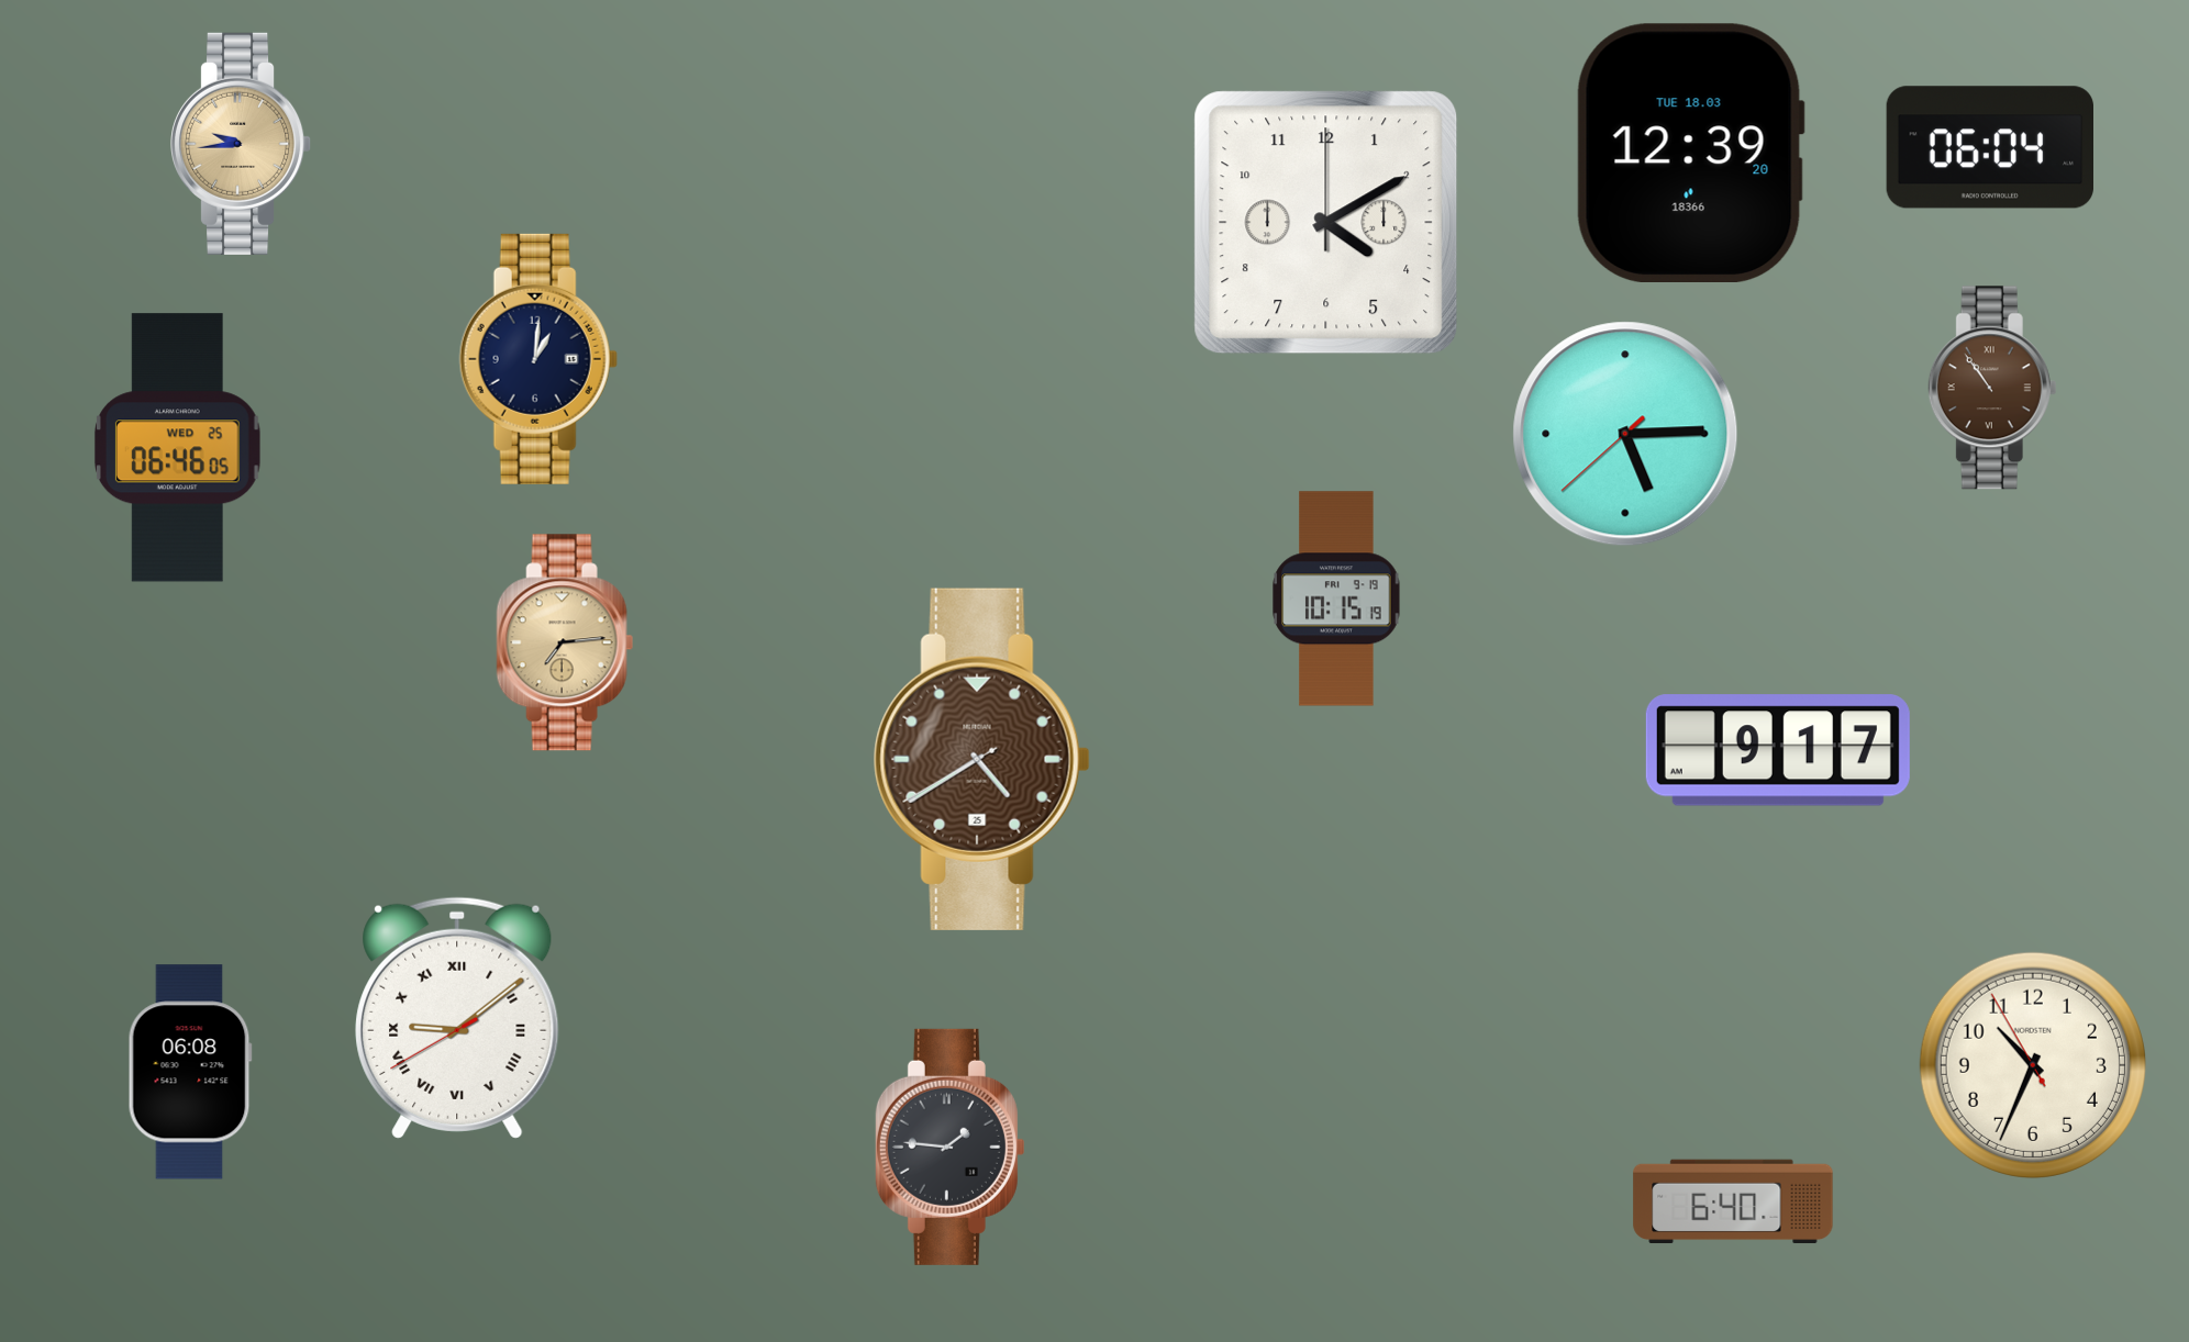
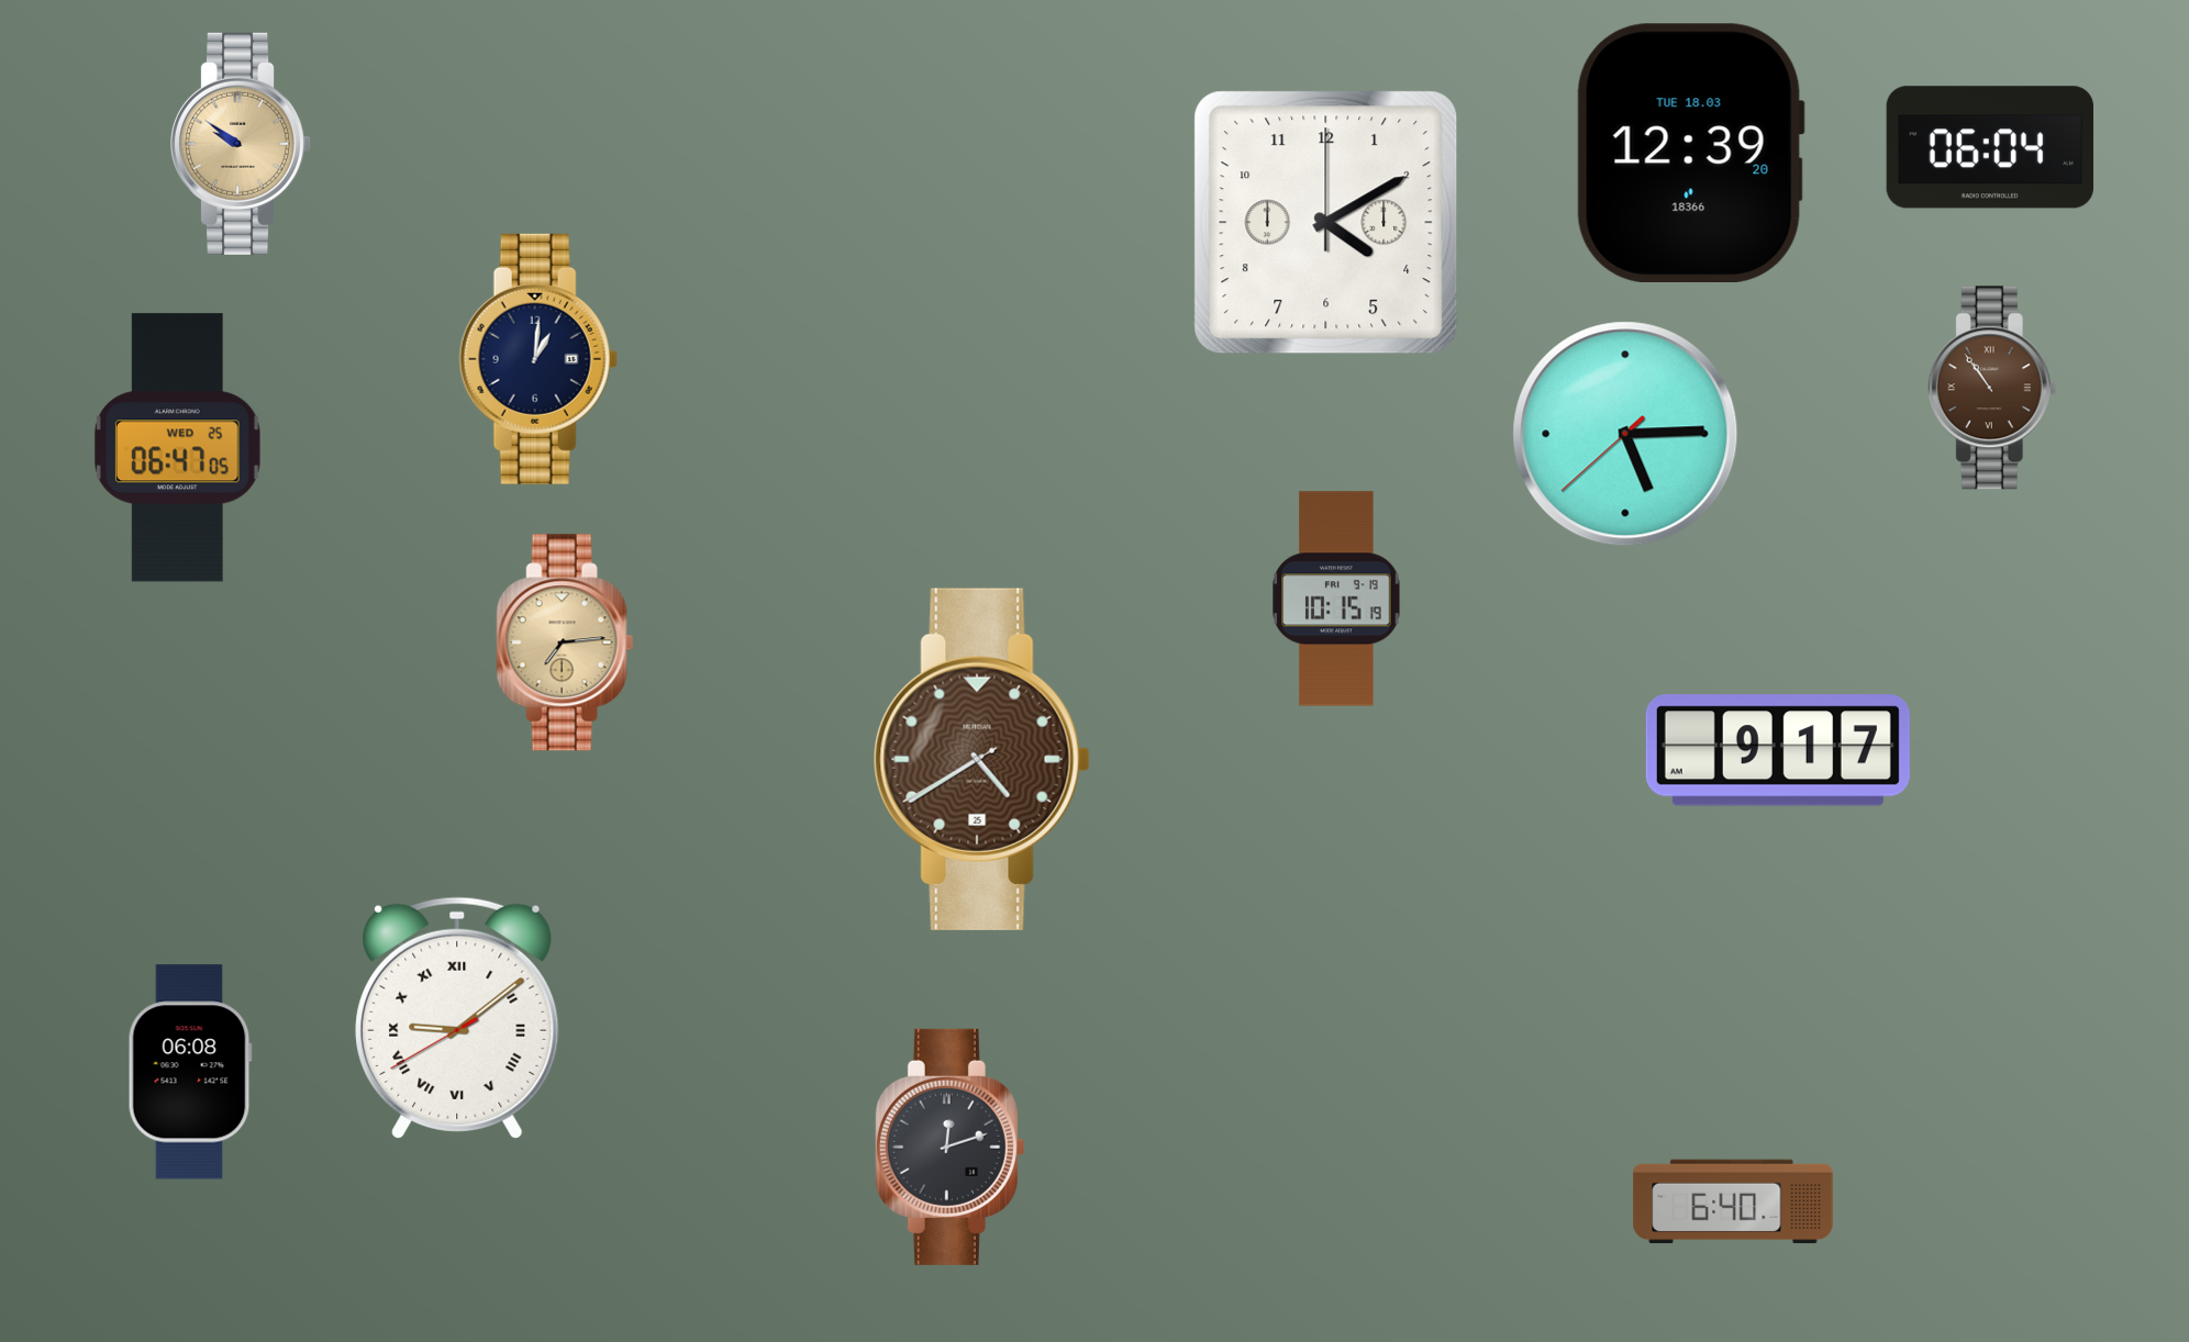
clock at (242, 144): 9:44 -> 9:51
clock at (177, 448): 06:46 -> 06:47
clock at (2033, 1065): 10:33 -> none
clock at (949, 1147): 1:46 -> 12:12
